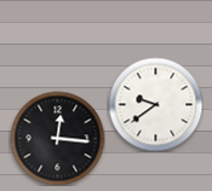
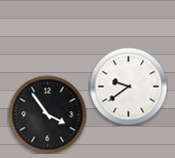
clock at (57, 138): 12:16 -> 3:54
